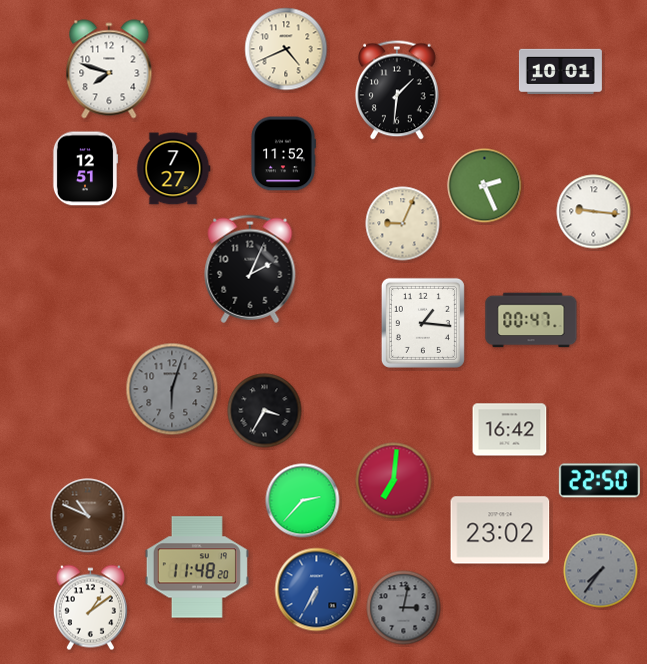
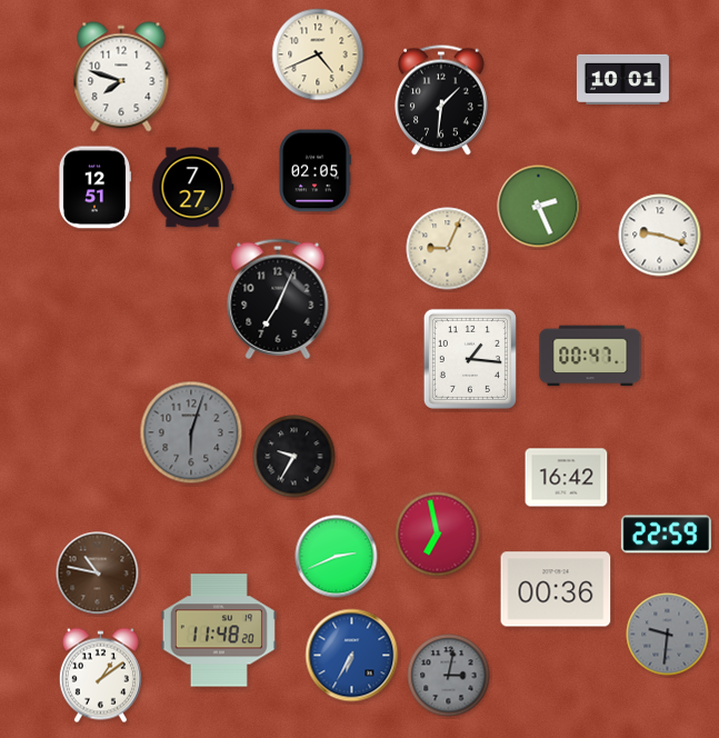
clock at (283, 154): 11:52 -> 02:05
clock at (594, 212): 9:16 -> 9:18
clock at (250, 269): 2:04 -> 7:04
clock at (265, 411): 3:35 -> 9:35
clock at (394, 481): 7:01 -> 6:58
clock at (599, 481): 22:50 -> 22:59
clock at (303, 501): 2:37 -> 2:41
clock at (88, 516): 10:49 -> 10:47
clock at (500, 530): 23:02 -> 00:36
clock at (601, 571): 7:36 -> 9:31
